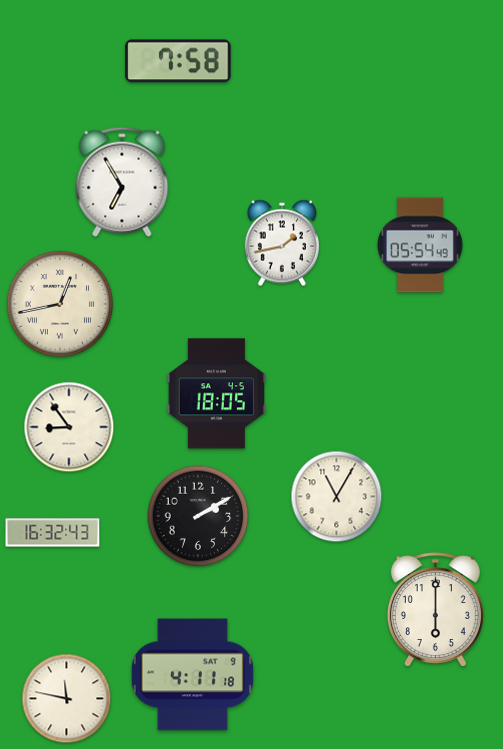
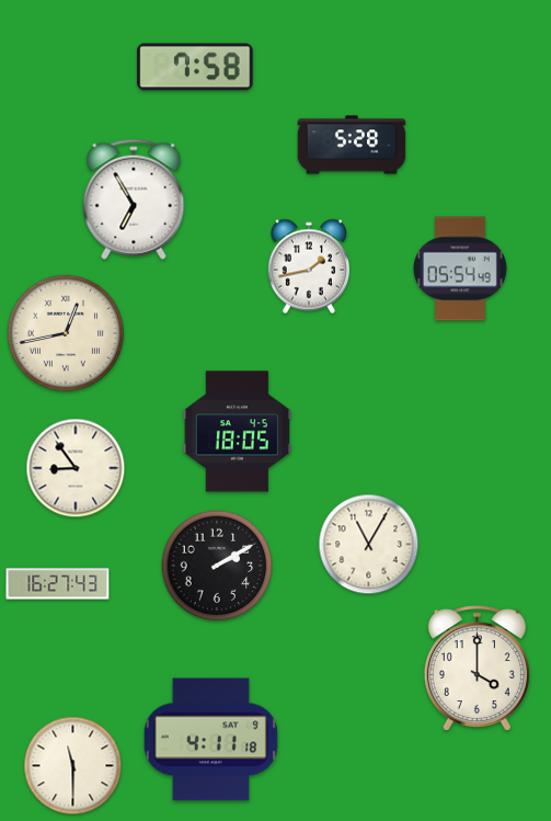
clock at (352, 145): none -> 5:28
clock at (53, 533): 16:32 -> 16:27
clock at (435, 610): 6:00 -> 4:00
clock at (67, 699): 11:47 -> 11:30
